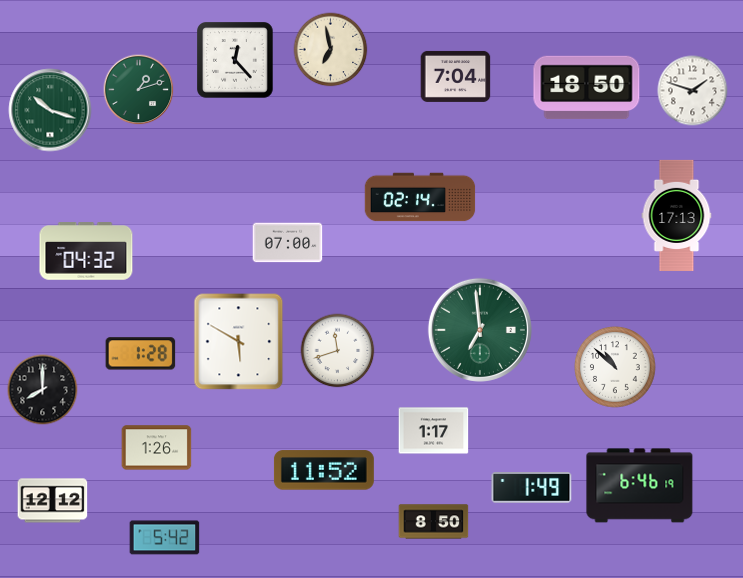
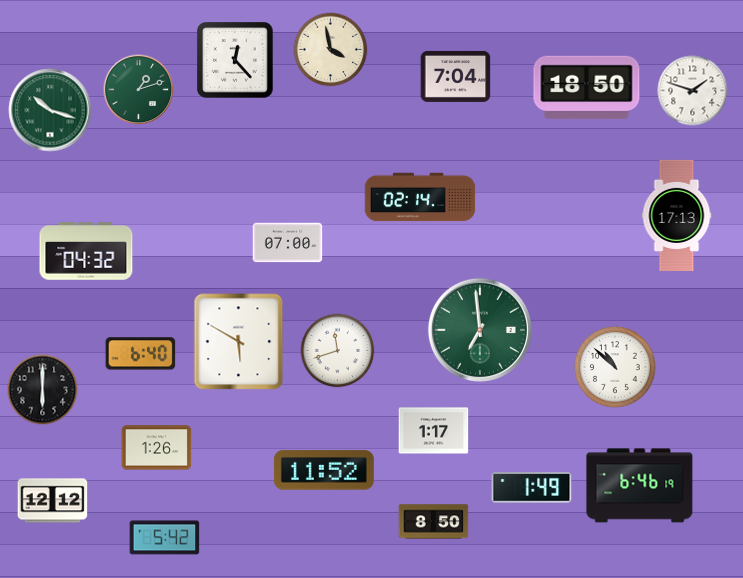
clock at (331, 50): 6:58 -> 3:58
clock at (141, 354): 1:28 -> 6:40
clock at (43, 390): 8:00 -> 6:00
